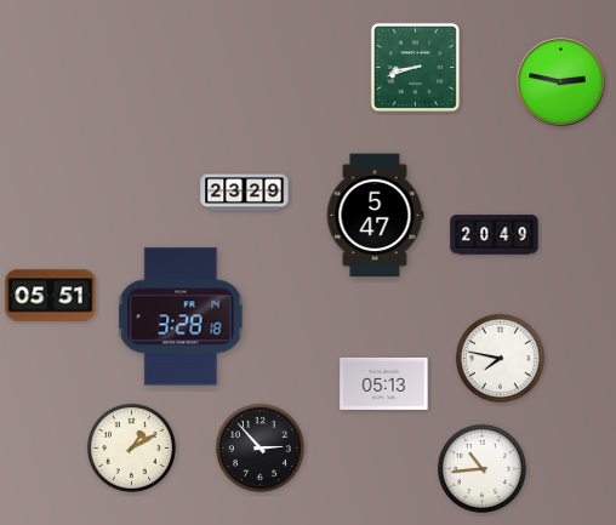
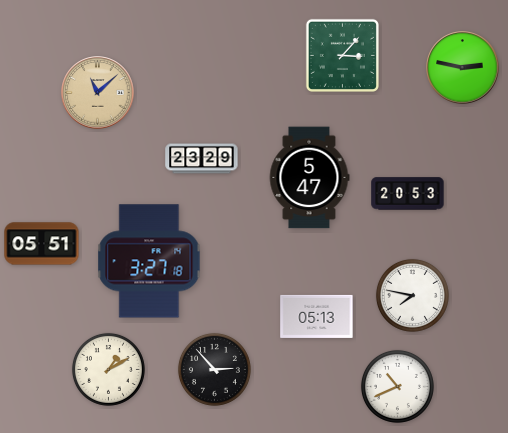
clock at (415, 67): 8:42 -> 3:07
clock at (98, 93): none -> 11:08
clock at (495, 235): 20:49 -> 20:53
clock at (181, 316): 3:28 -> 3:27
clock at (481, 468): 10:44 -> 10:41
